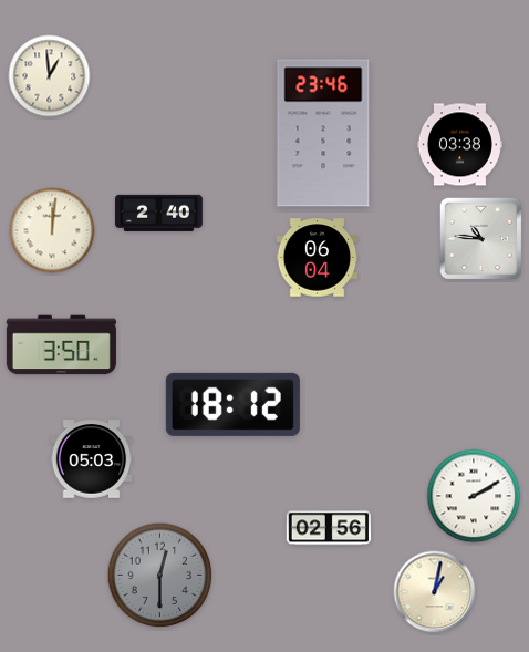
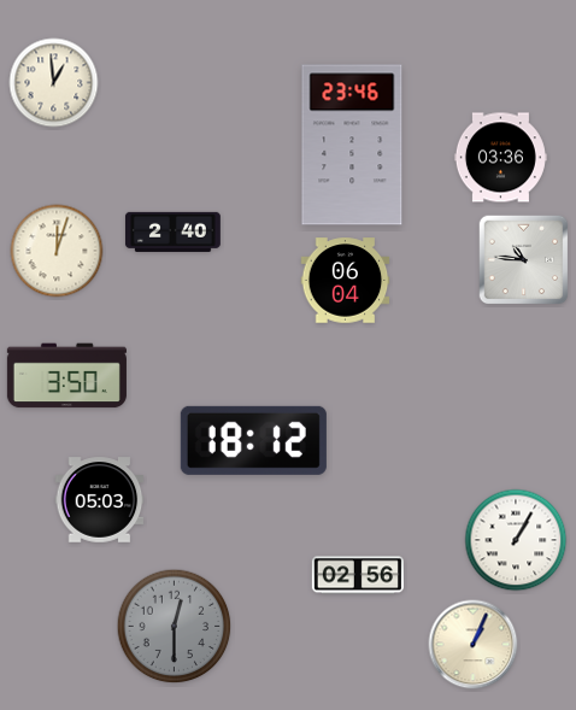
clock at (459, 145): 03:38 -> 03:36
clock at (52, 230): 12:01 -> 12:03
clock at (474, 496): 2:10 -> 1:05
clock at (435, 592): 1:02 -> 1:04
